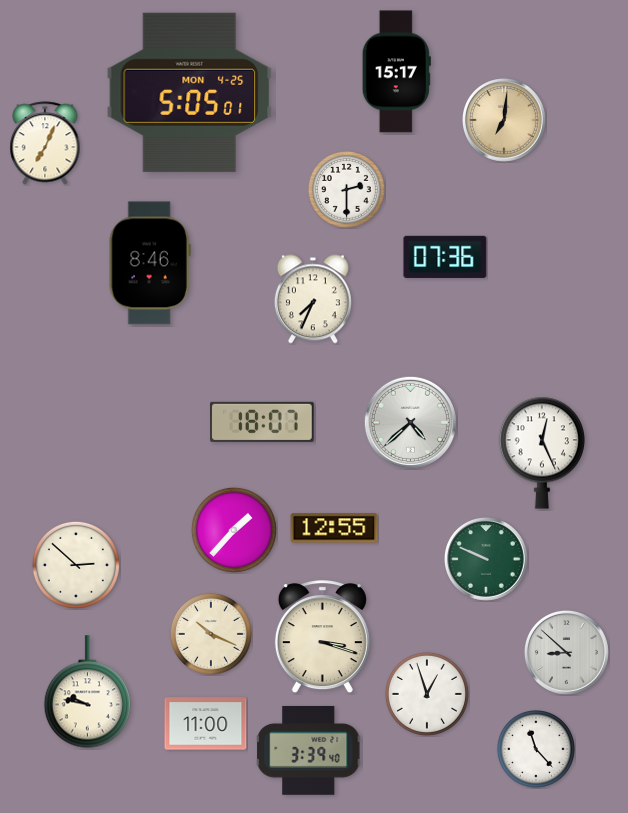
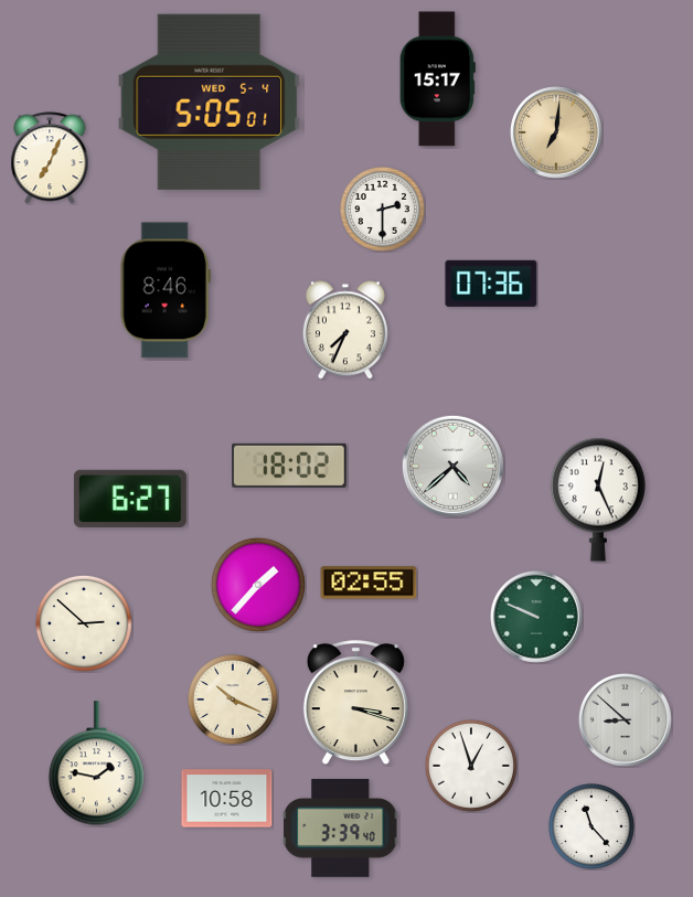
clock at (190, 92) date: MON 4-25 -> WED 5-4
clock at (263, 422): 18:07 -> 18:02
clock at (130, 499): none -> 6:27
clock at (334, 528): 12:55 -> 02:55
clock at (87, 692): 9:47 -> 1:47
clock at (206, 724): 11:00 -> 10:58
